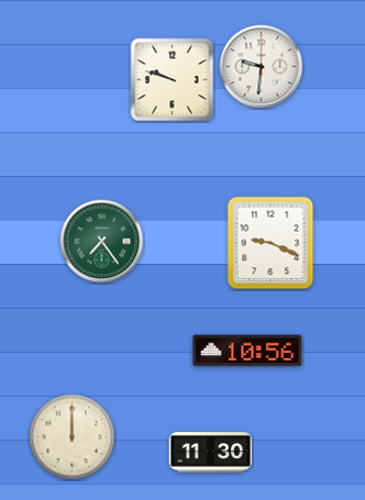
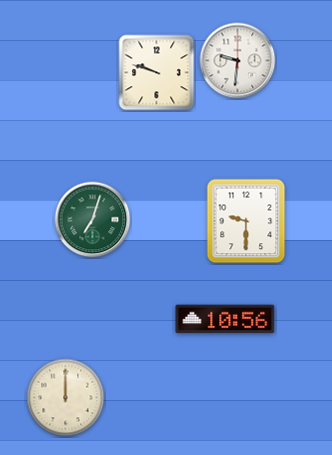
clock at (102, 242): 7:24 -> 7:03
clock at (270, 243): 9:19 -> 9:30
clock at (211, 453): 11:30 -> none
